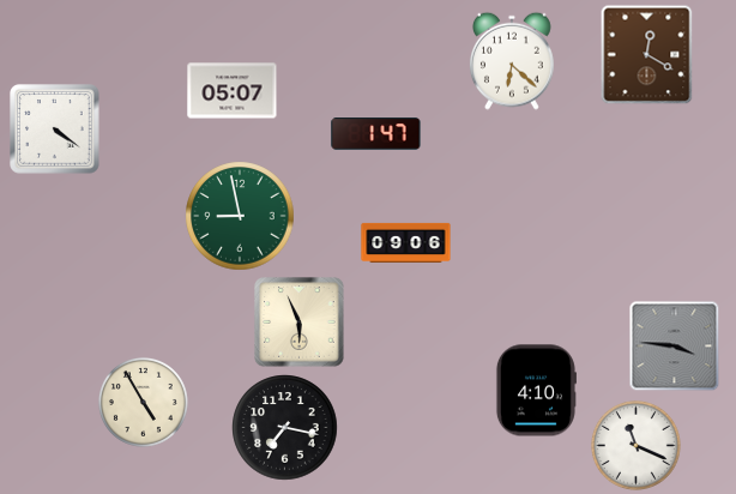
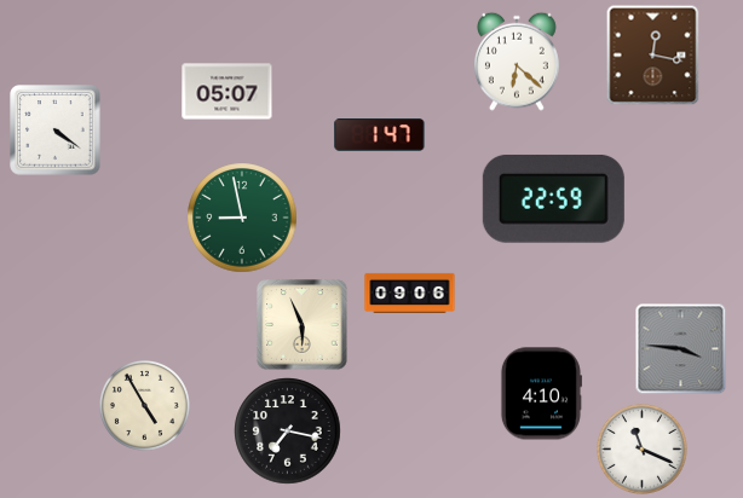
clock at (647, 55): 12:20 -> 12:17
clock at (233, 91) position: (233, 91) -> (227, 92)
clock at (553, 198): none -> 22:59
clock at (406, 242) position: (406, 242) -> (410, 293)
